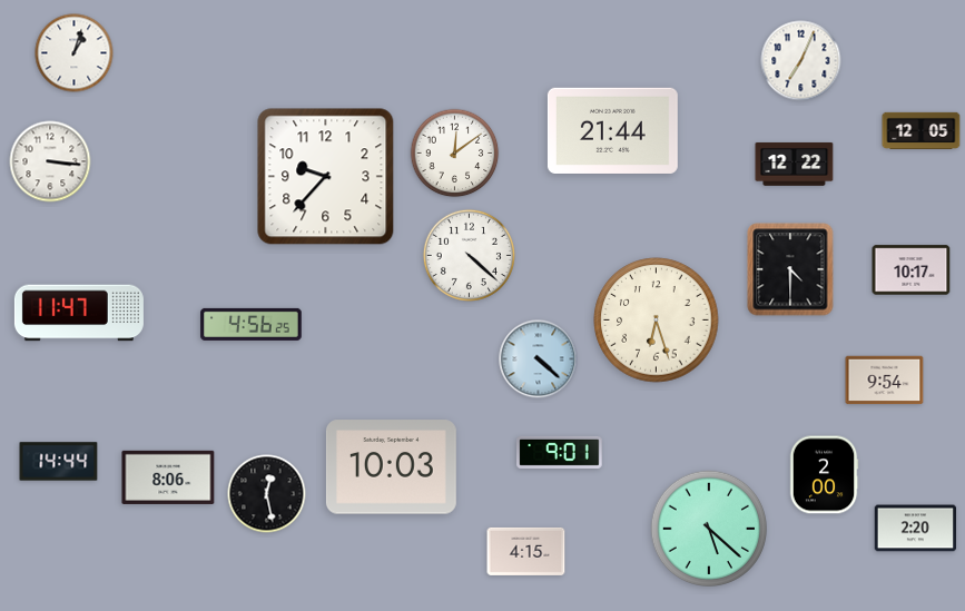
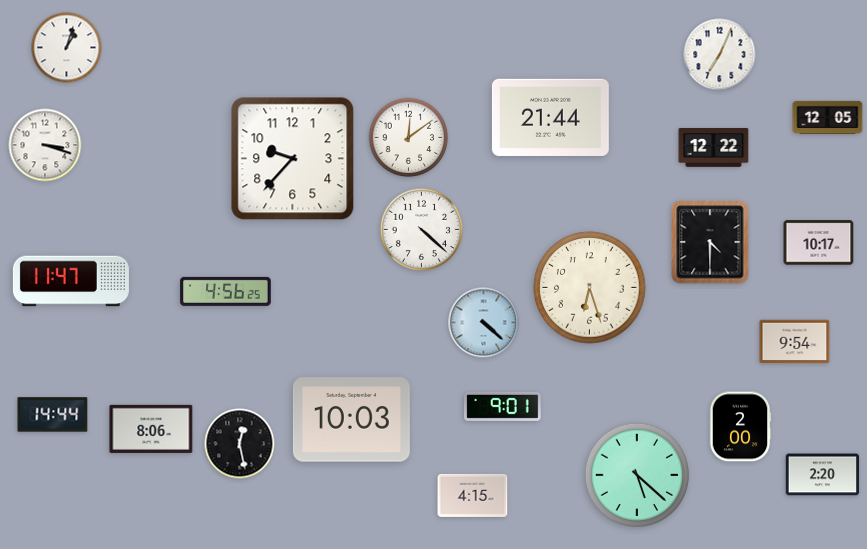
clock at (50, 161): 3:16 -> 3:18
